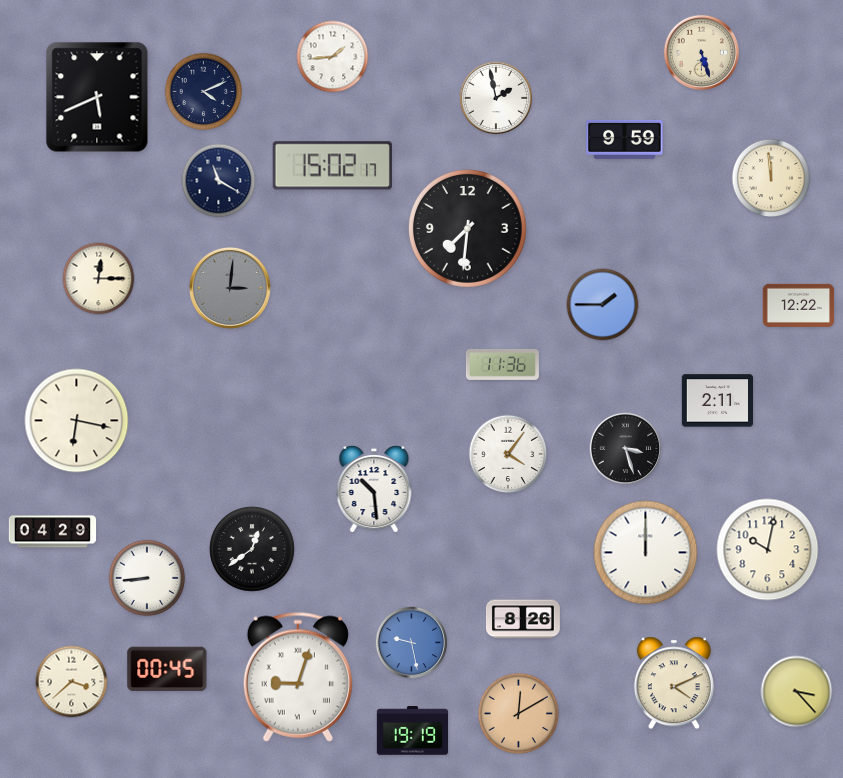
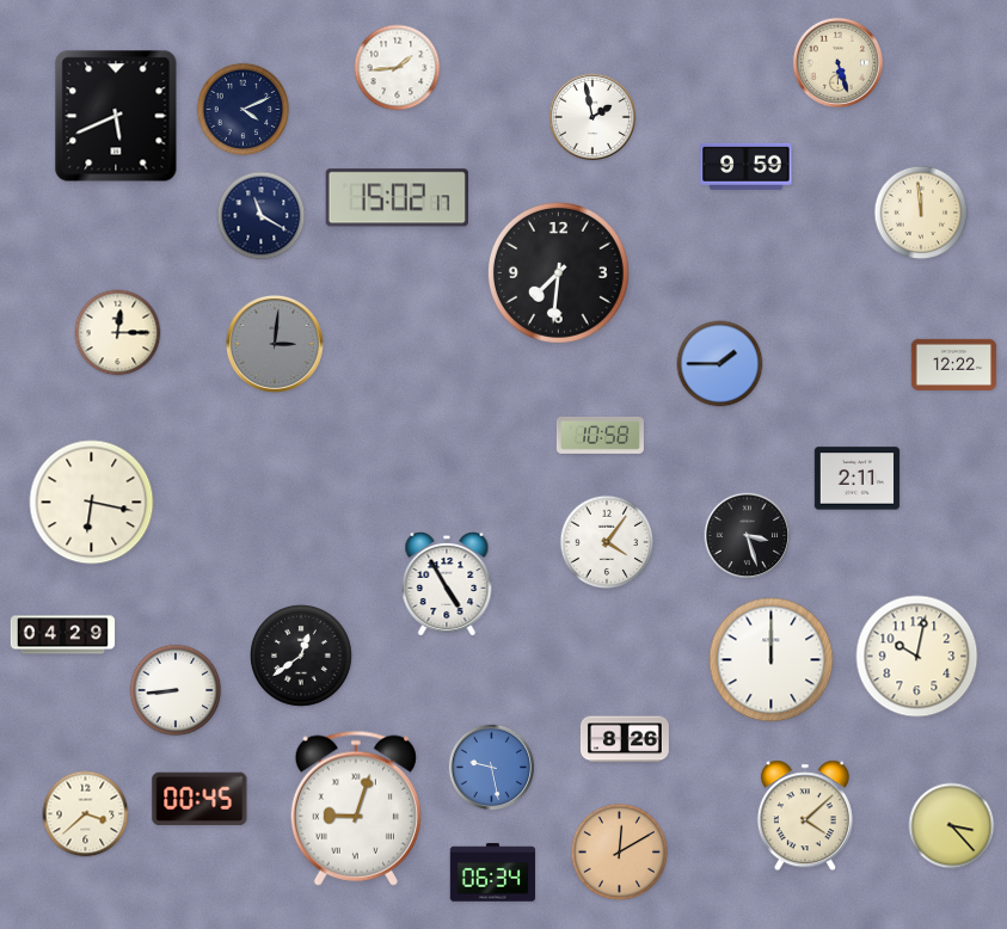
clock at (502, 364): 11:36 -> 10:58
clock at (374, 488): 10:29 -> 4:55
clock at (674, 683): 4:11 -> 4:08
clock at (413, 731): 19:19 -> 06:34
